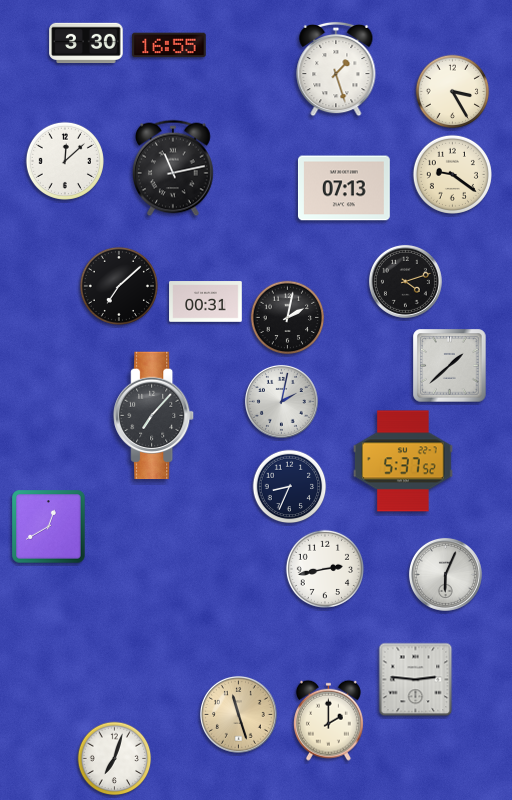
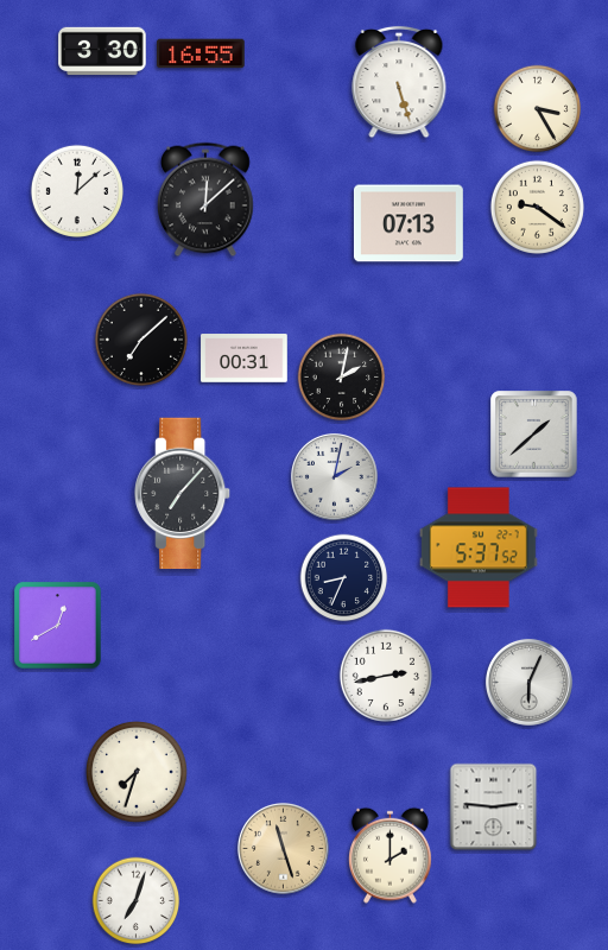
clock at (336, 69): 1:27 -> 5:27
clock at (174, 168): 11:13 -> 12:08
clock at (405, 281): 4:12 -> none
clock at (138, 773): none -> 7:33
